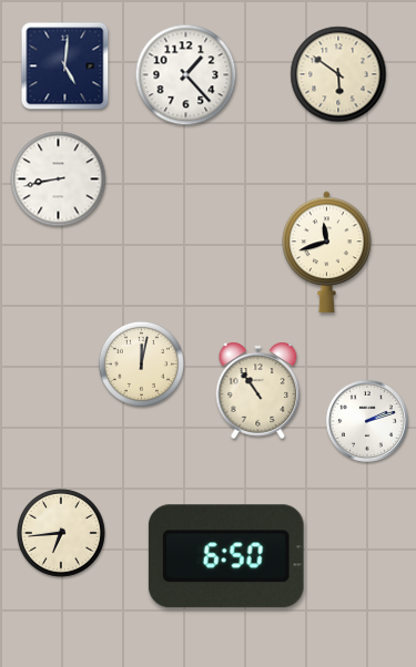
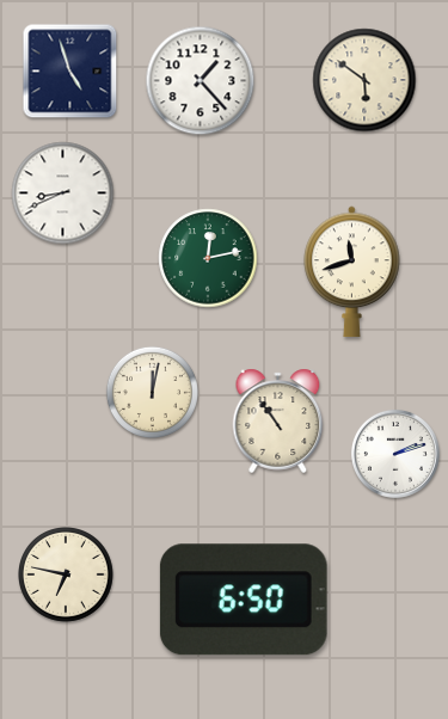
clock at (65, 66): 5:01 -> 4:57
clock at (59, 179): 8:43 -> 8:41
clock at (208, 258): none -> 12:13
clock at (62, 534): 6:44 -> 6:47
